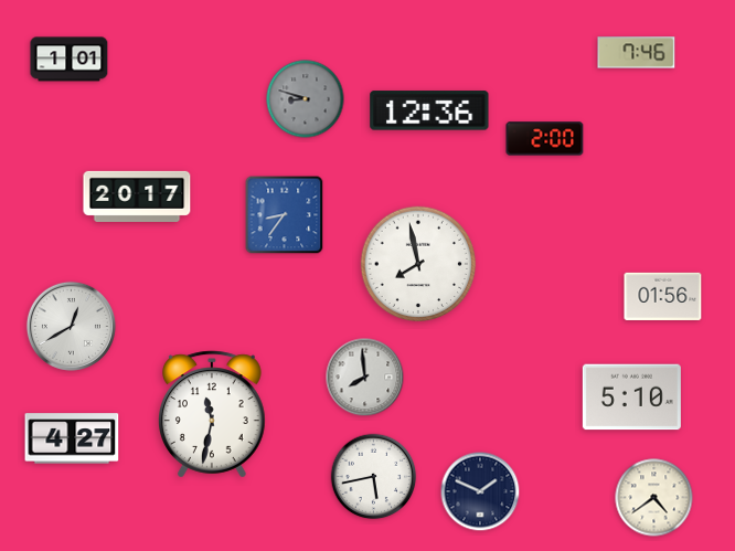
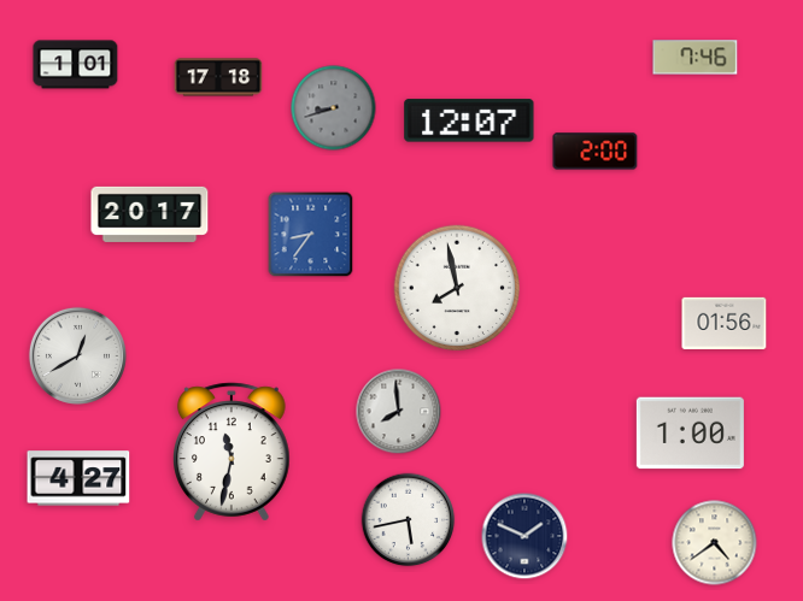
clock at (218, 77): none -> 17:18
clock at (306, 99): 8:48 -> 8:42
clock at (429, 110): 12:36 -> 12:07
clock at (631, 398): 5:10 -> 1:00
